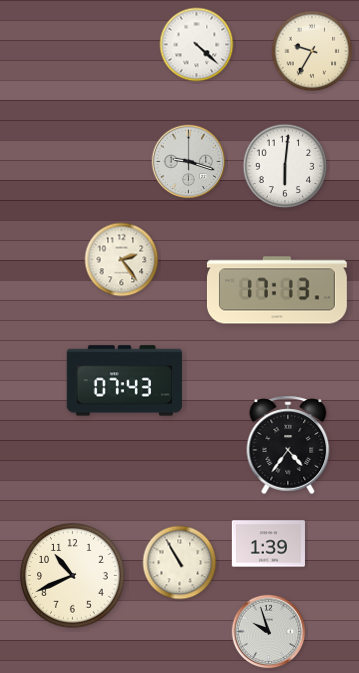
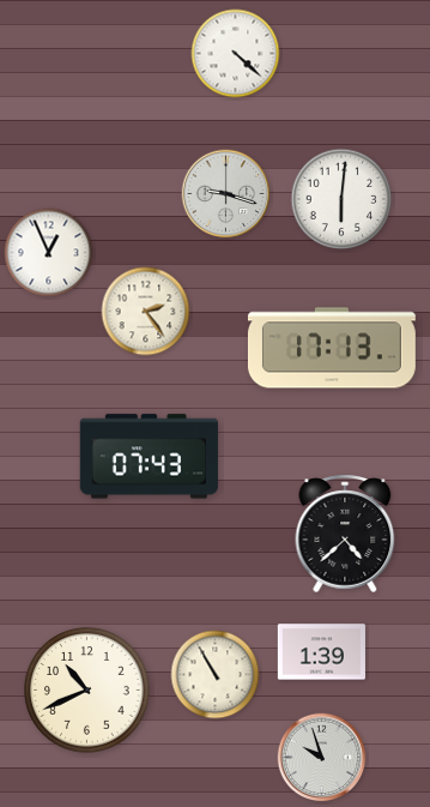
clock at (312, 51): 9:35 -> none
clock at (49, 253): none -> 12:56
clock at (288, 445): 4:36 -> 4:38
